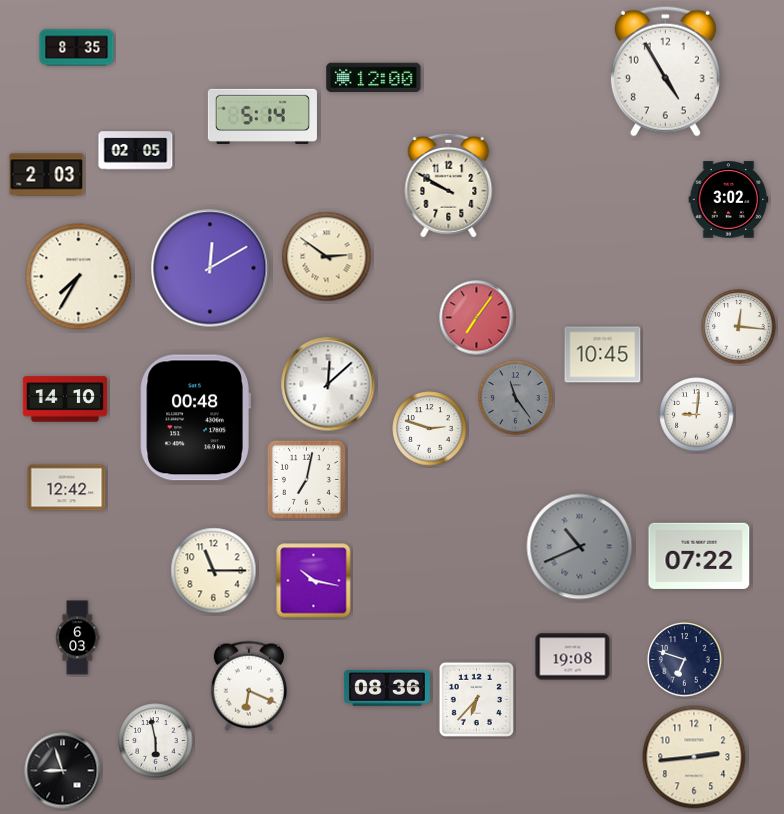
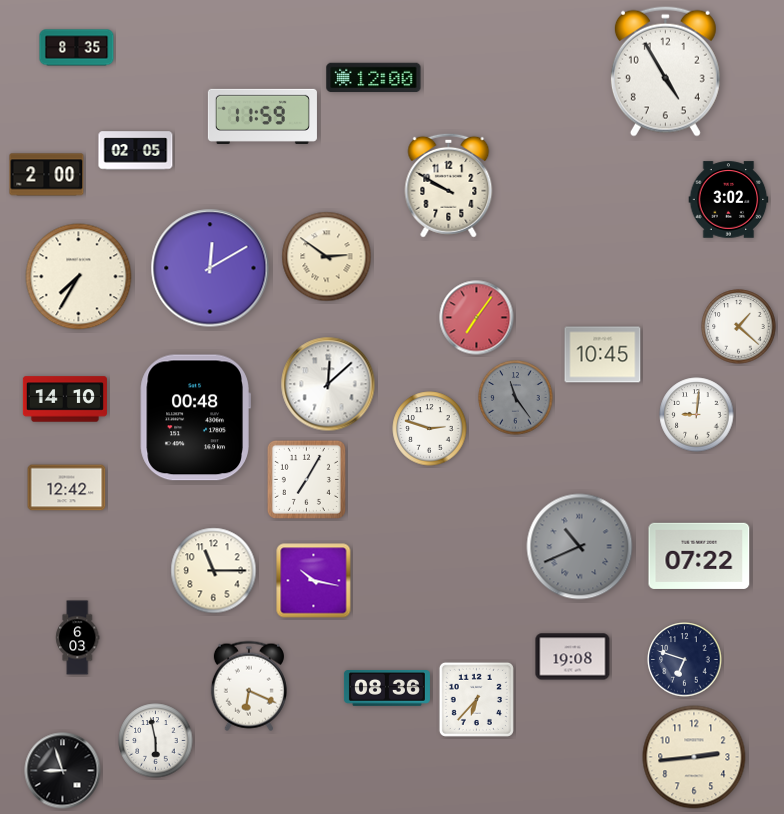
clock at (262, 116): 5:14 -> 11:59
clock at (47, 175): 2:03 -> 2:00
clock at (739, 327): 12:16 -> 1:22
clock at (306, 479): 7:02 -> 7:05
